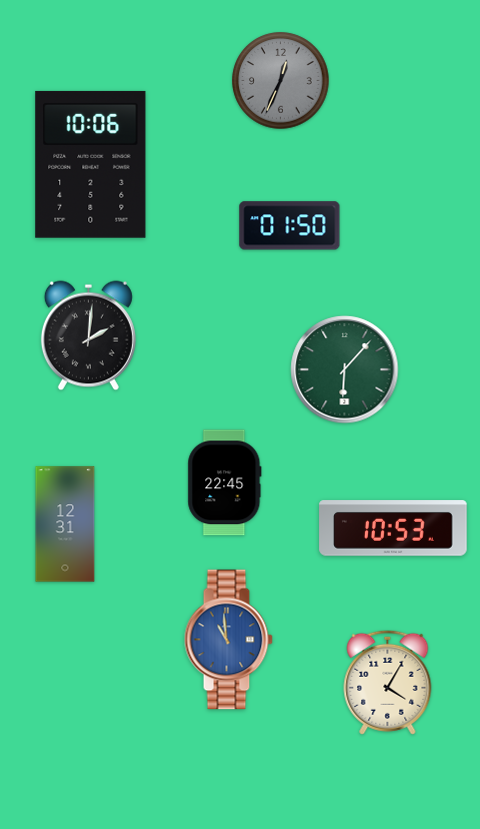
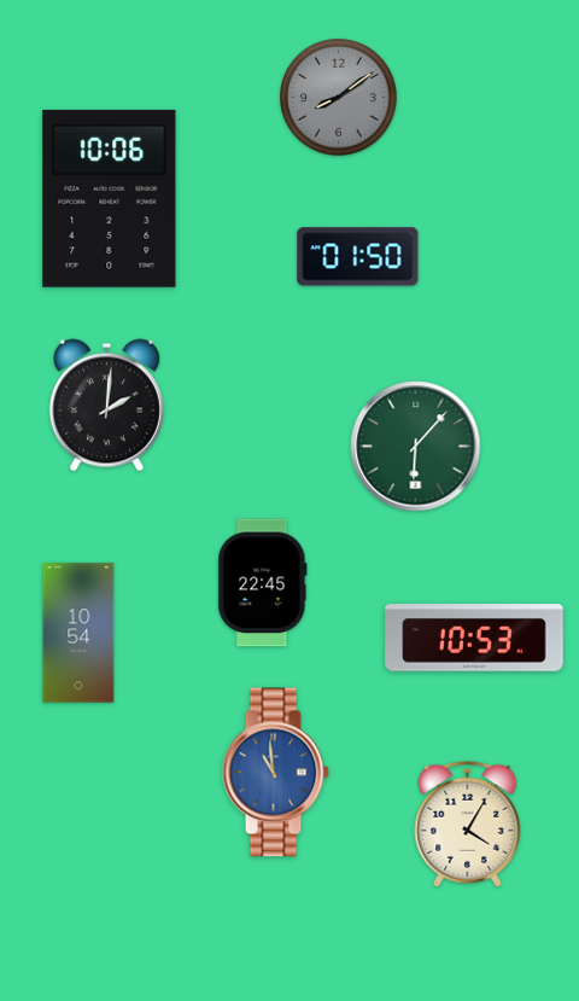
clock at (281, 81): 12:34 -> 8:09
clock at (290, 226) position: (290, 226) -> (358, 257)
clock at (225, 483) position: (225, 483) -> (263, 583)
clock at (65, 524): 12:31 -> 10:54
